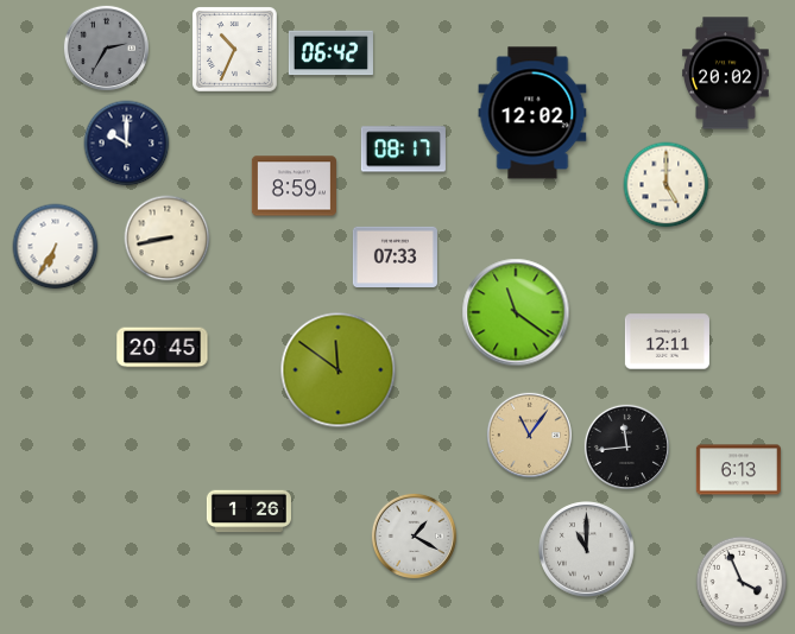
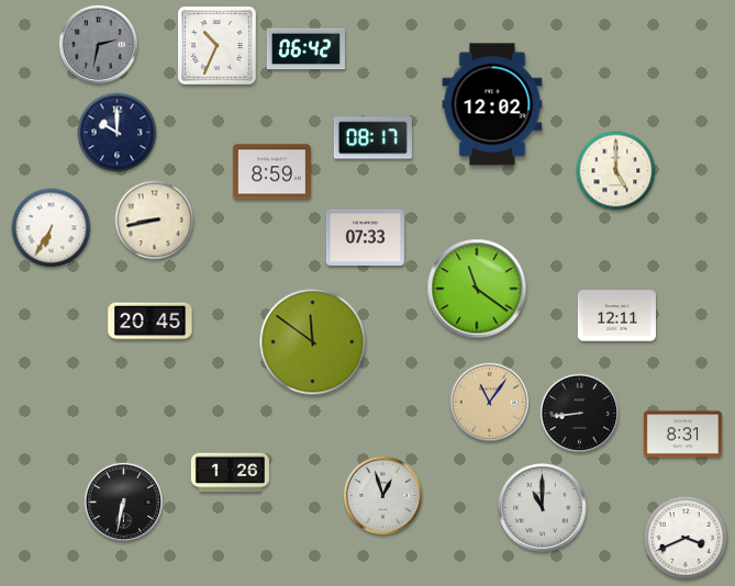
clock at (106, 47): 2:35 -> 2:32
clock at (726, 74): 20:02 -> none
clock at (626, 446): 11:44 -> 8:44
clock at (738, 470): 6:13 -> 8:31
clock at (414, 535): 1:20 -> 12:57
clock at (123, 502): none -> 6:32
clock at (742, 582): 3:56 -> 3:41
